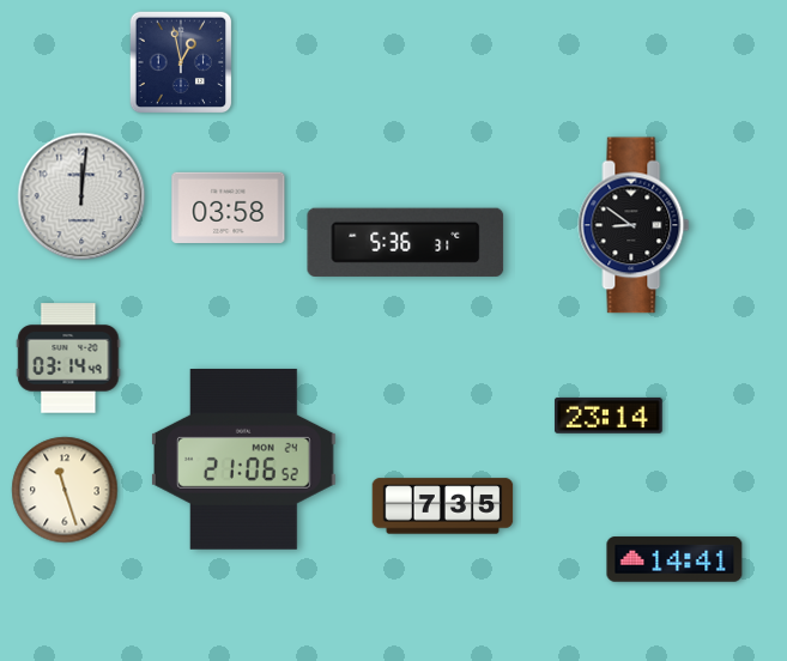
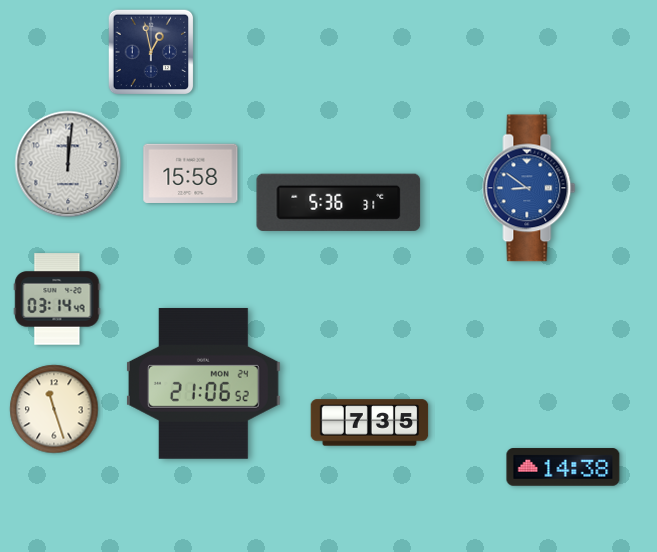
clock at (229, 207): 03:58 -> 15:58
clock at (634, 225) dial: black -> blue
clock at (609, 416): 23:14 -> none
clock at (674, 559): 14:41 -> 14:38
